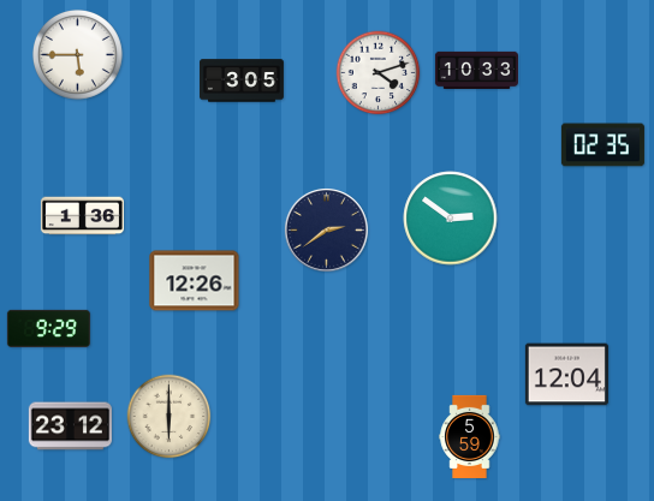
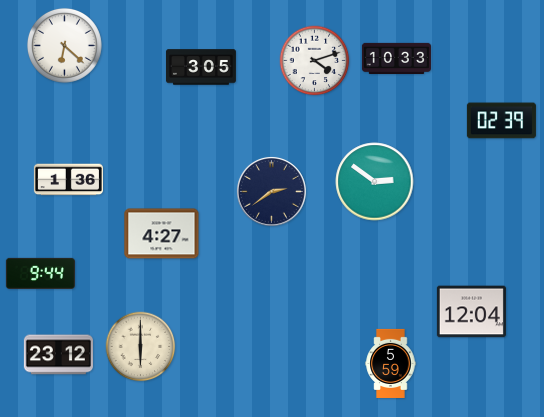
clock at (78, 55): 5:45 -> 6:22
clock at (602, 145): 02:35 -> 02:39
clock at (195, 281): 12:26 -> 4:27
clock at (48, 328): 9:29 -> 9:44
